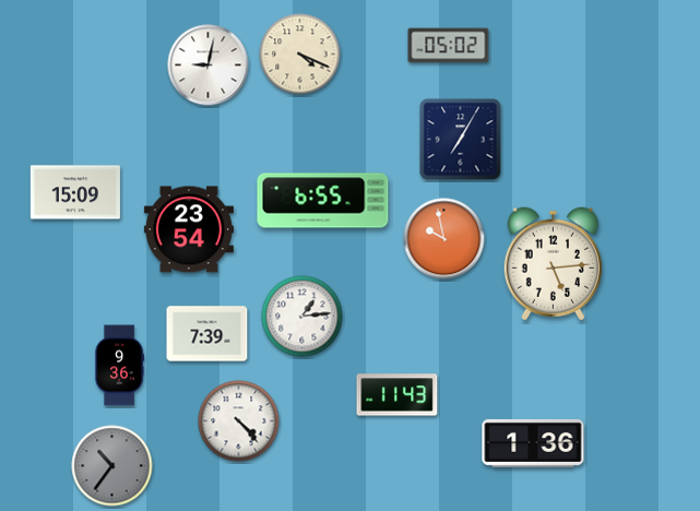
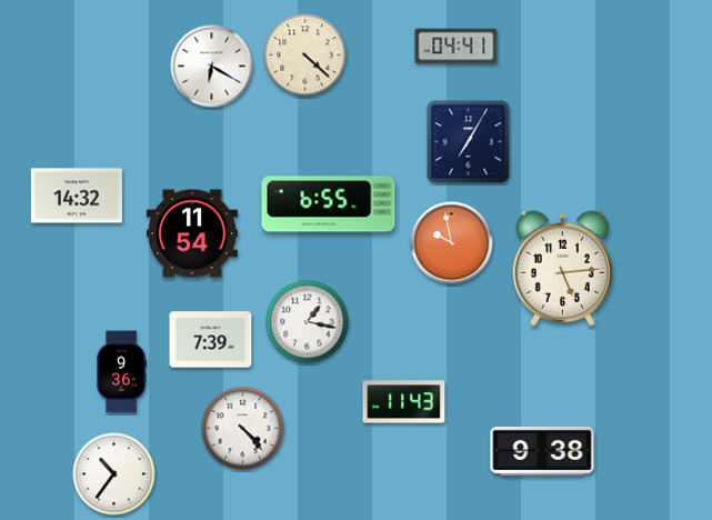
clock at (449, 46): 05:02 -> 04:41
clock at (300, 55): 4:19 -> 4:22
clock at (209, 66): 9:02 -> 6:20
clock at (75, 192): 15:09 -> 14:32
clock at (189, 229): 23:54 -> 11:54
clock at (302, 317): 1:14 -> 1:17
clock at (533, 443): 1:36 -> 9:38
clock at (112, 466) dial: grey -> white
